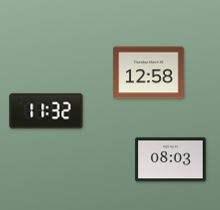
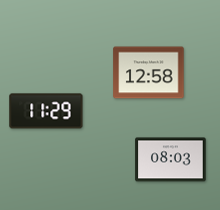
clock at (46, 111): 11:32 -> 11:29
